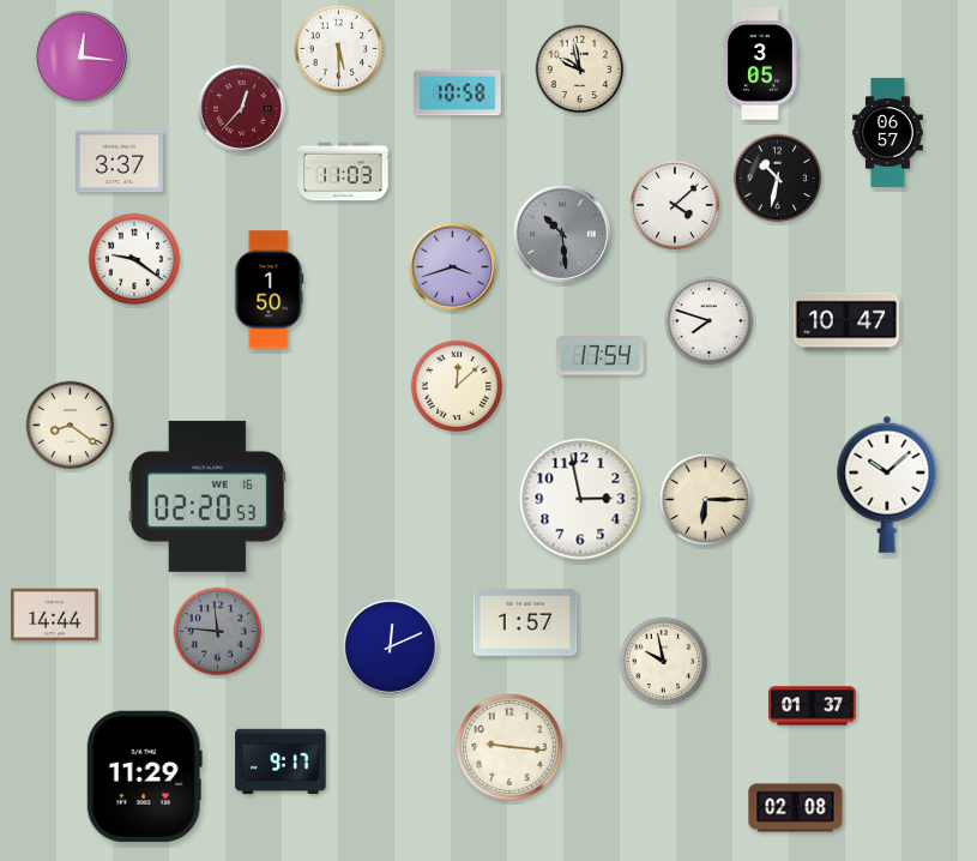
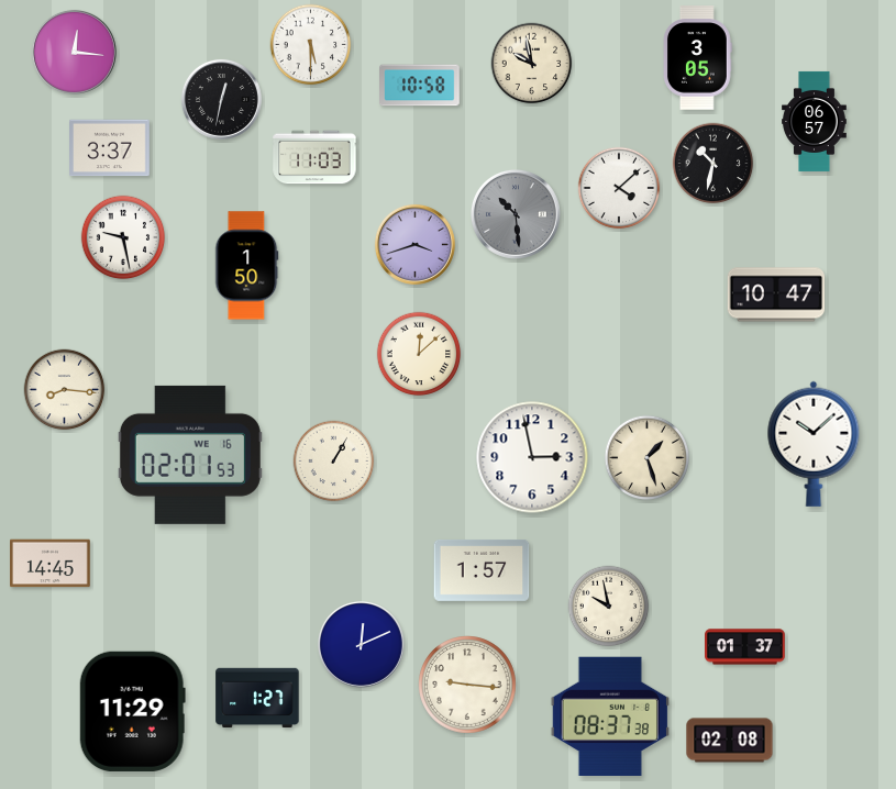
clock at (241, 108): 12:37 -> 12:32
clock at (241, 108) dial: burgundy -> black
clock at (134, 259): 9:21 -> 9:28
clock at (710, 321): 7:48 -> none
clock at (601, 356): 17:54 -> none
clock at (71, 426): 8:21 -> 8:16
clock at (207, 496): 02:20 -> 02:01
clock at (706, 500): 6:15 -> 1:27
clock at (334, 462): none -> 1:05
clock at (55, 615): 14:44 -> 14:45
clock at (218, 632): 11:46 -> none
clock at (390, 646) position: (390, 646) -> (361, 644)
clock at (281, 761): 9:17 -> 1:27
clock at (610, 716): none -> 08:37
